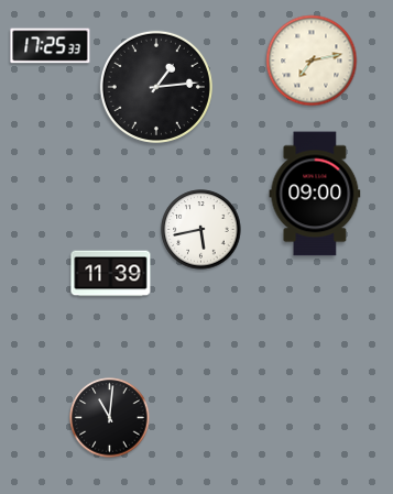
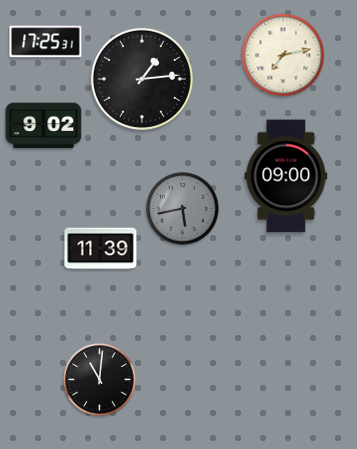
clock at (51, 46): 17:25:33 -> 17:25:31
clock at (44, 126): none -> 9:02
clock at (201, 230) dial: white -> grey
